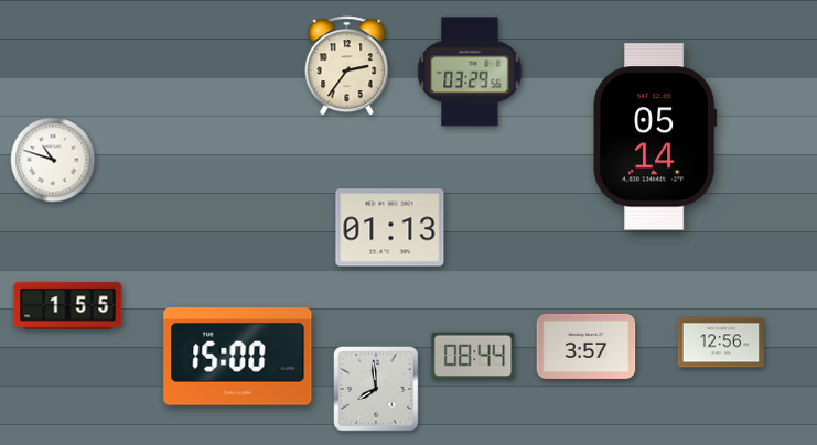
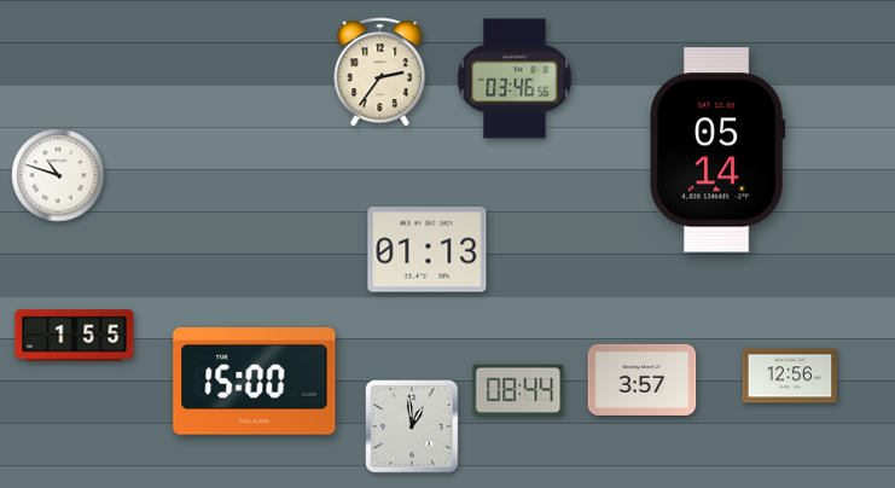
clock at (470, 72): 03:29 -> 03:46
clock at (238, 357) position: (238, 357) -> (255, 382)
clock at (376, 389): 7:59 -> 12:59
